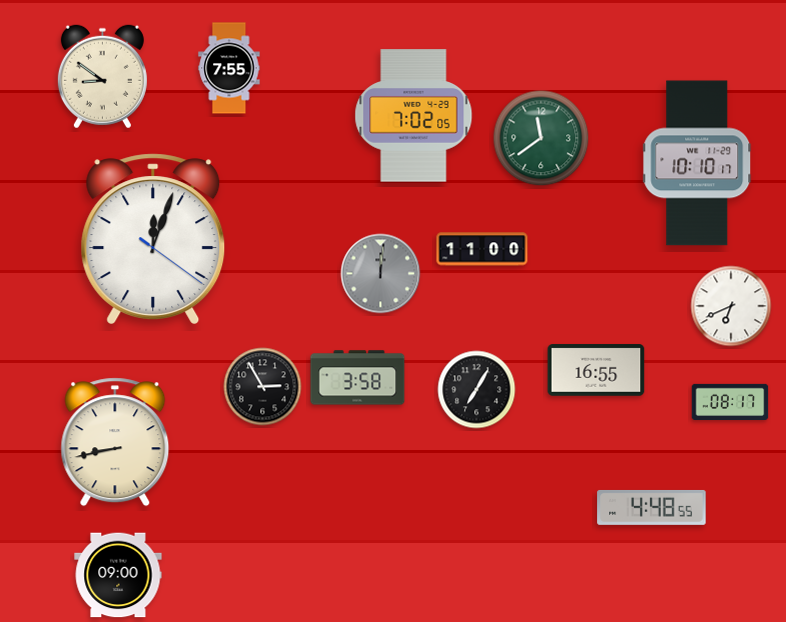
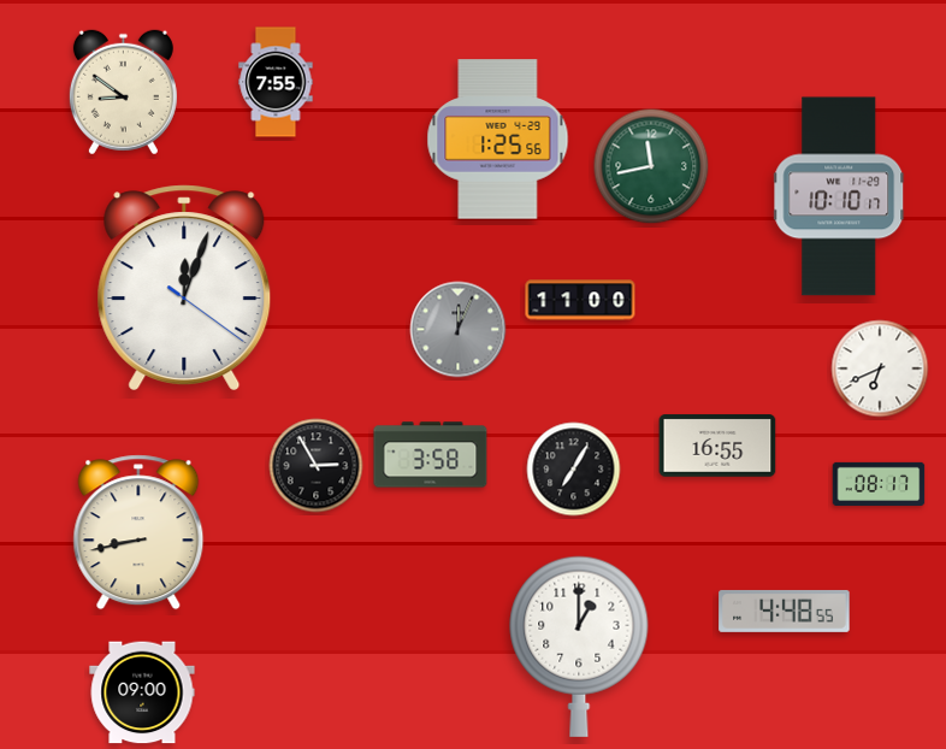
clock at (414, 116): 7:02 -> 1:25
clock at (541, 138): 11:39 -> 11:43
clock at (381, 274): 12:01 -> 12:04
clock at (579, 647): none -> 1:00
